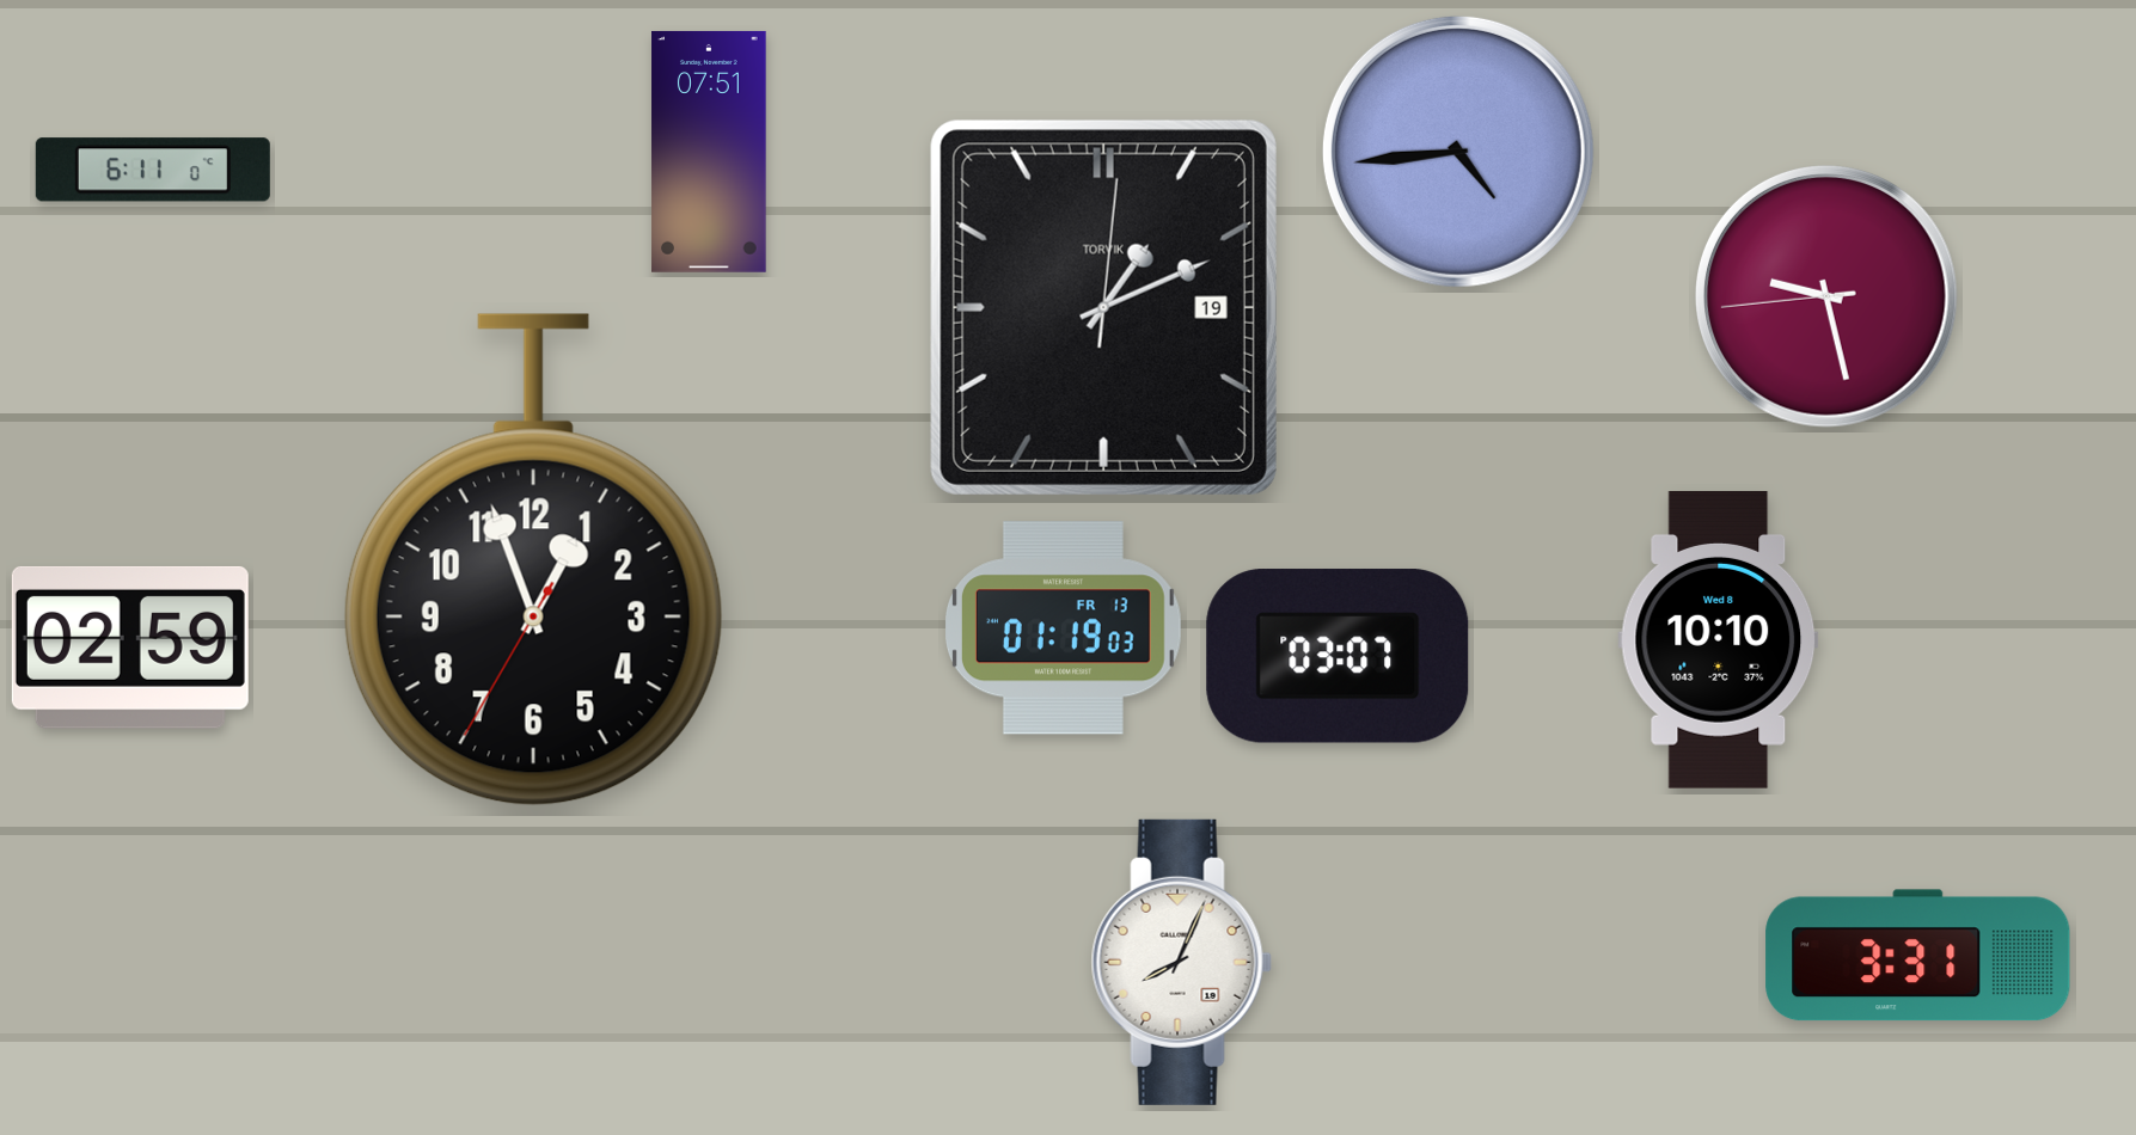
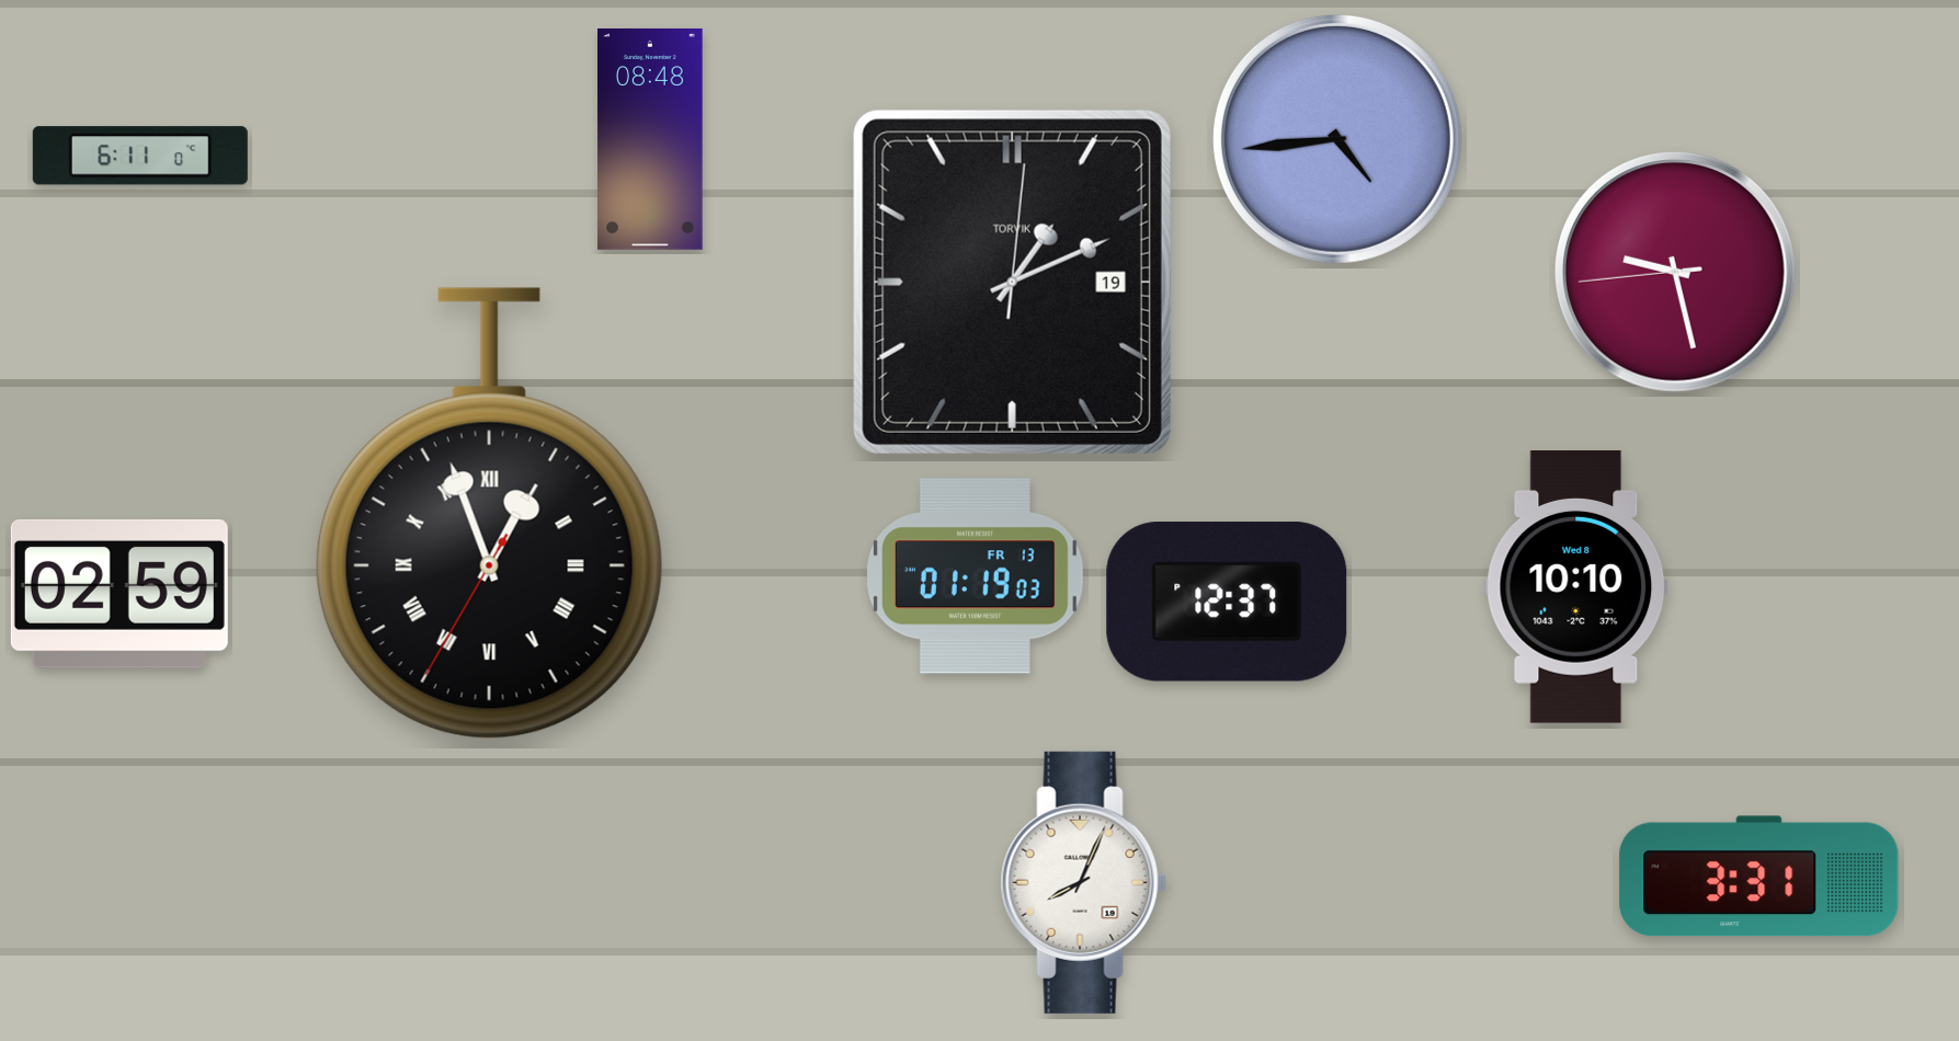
clock at (709, 152): 07:51 -> 08:48
clock at (533, 560) numerals: Arabic -> Roman
clock at (1338, 657): 03:07 -> 12:37
